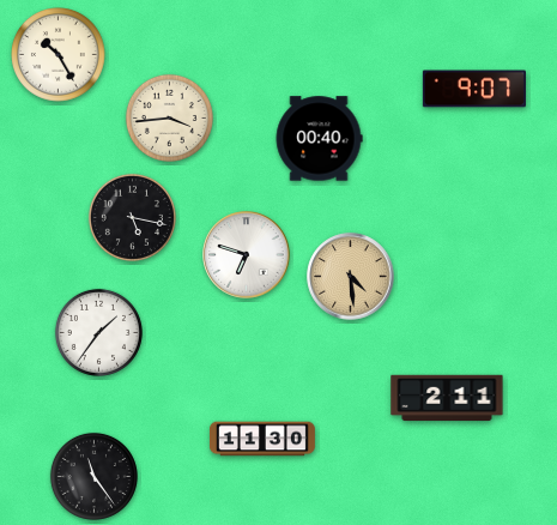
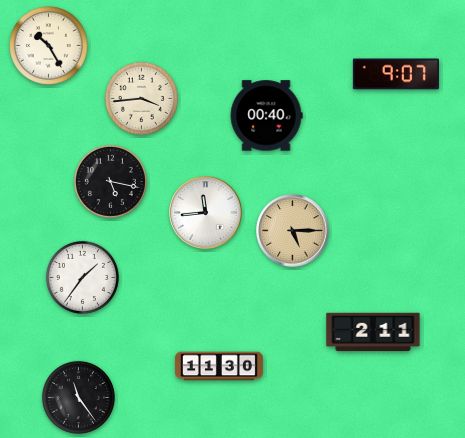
clock at (247, 255): 6:48 -> 11:44
clock at (351, 277): 4:29 -> 5:15
